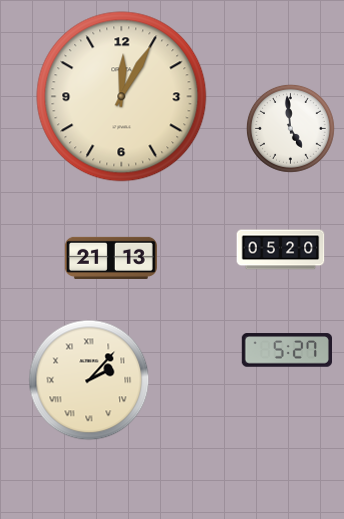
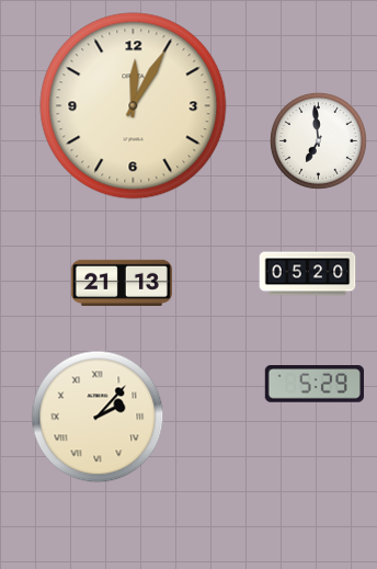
clock at (290, 128): 4:59 -> 6:59
clock at (286, 350): 5:27 -> 5:29
